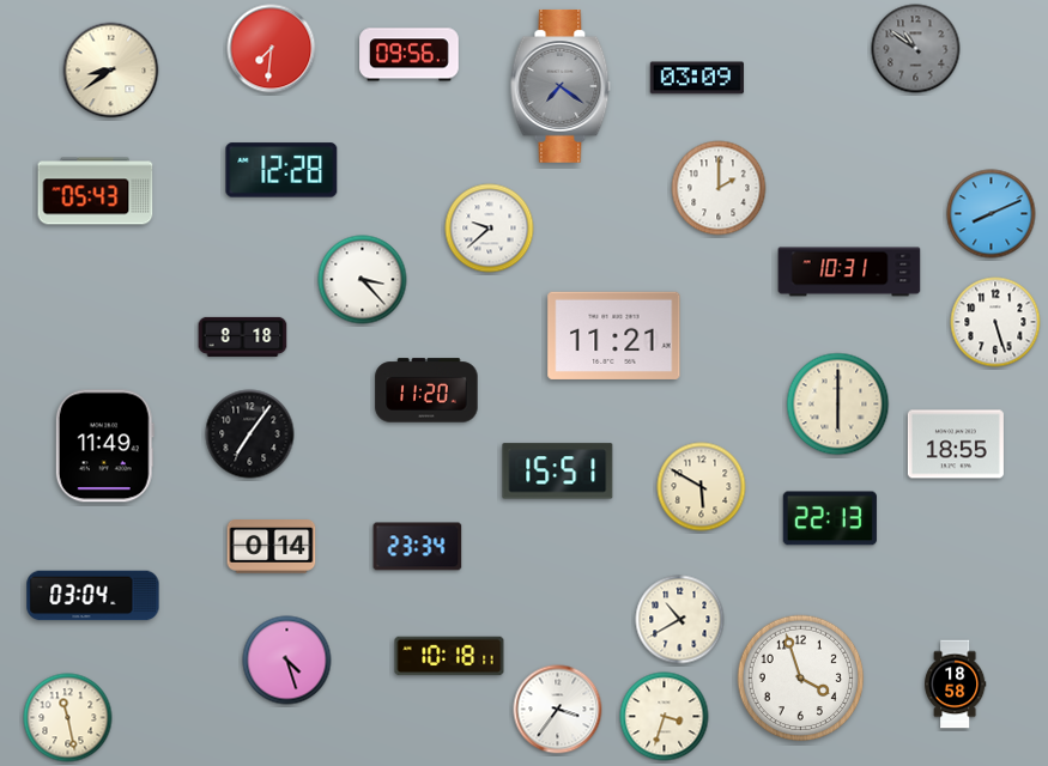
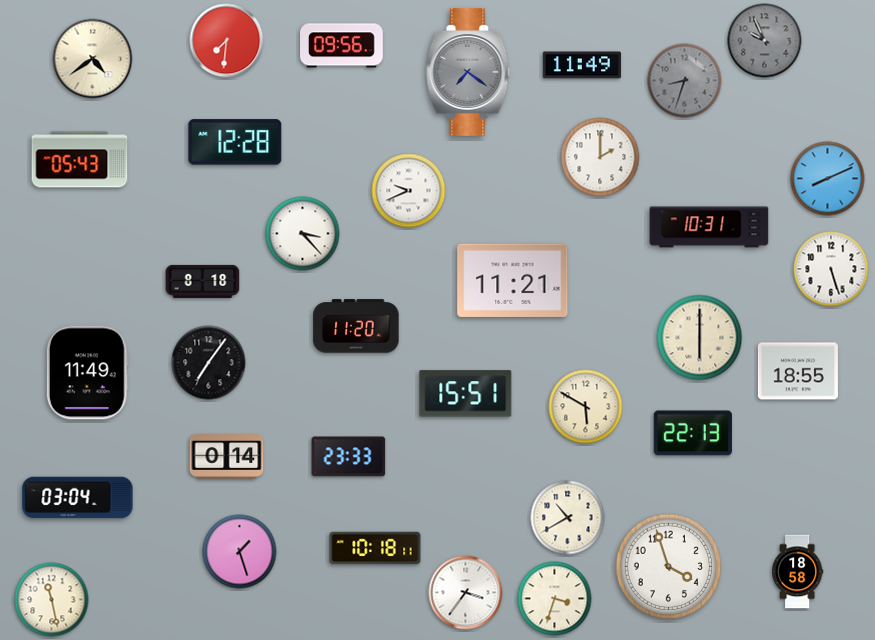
clock at (916, 49): 10:51 -> 9:56
clock at (111, 71): 8:39 -> 4:39
clock at (697, 78): 03:09 -> 11:49
clock at (685, 81): none -> 8:33
clock at (490, 229): 9:38 -> 9:41
clock at (418, 547): 23:34 -> 23:33
clock at (287, 661): 4:27 -> 1:27
clock at (68, 718) position: (68, 718) -> (52, 600)
